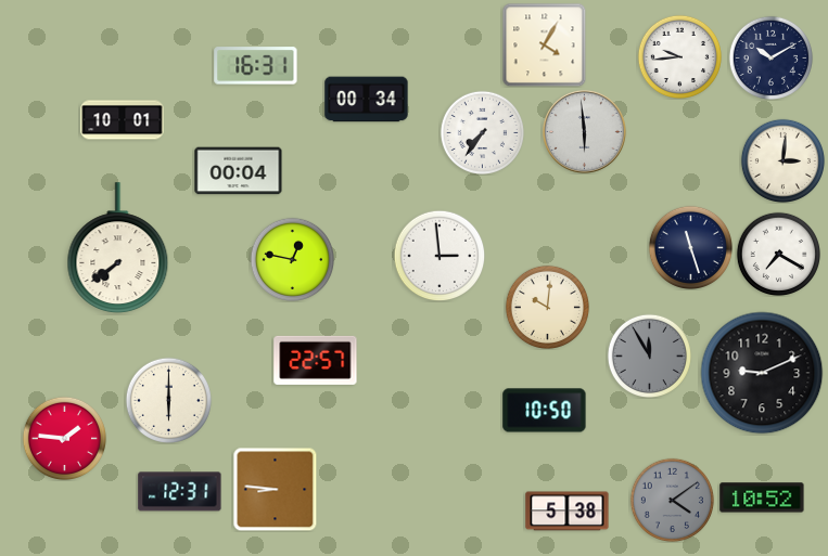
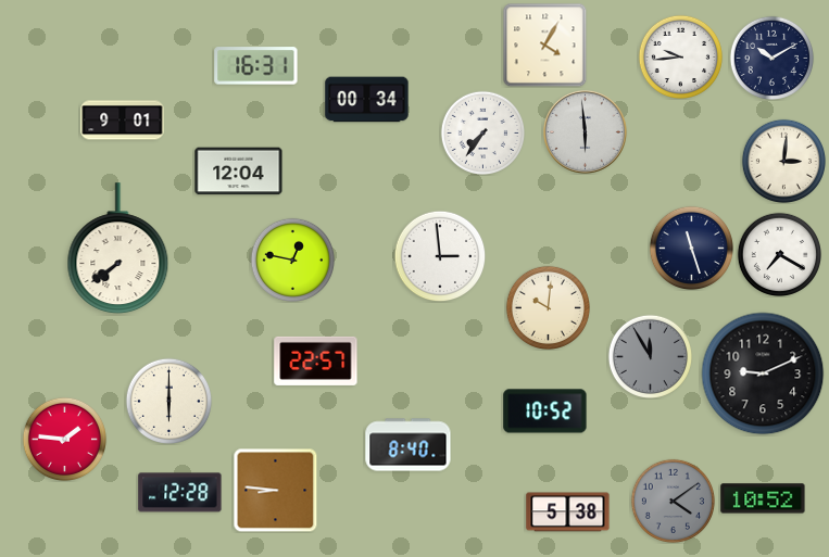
clock at (123, 120): 10:01 -> 9:01
clock at (239, 171): 00:04 -> 12:04
clock at (545, 411): 10:50 -> 10:52
clock at (409, 445): none -> 8:40
clock at (180, 492): 12:31 -> 12:28
